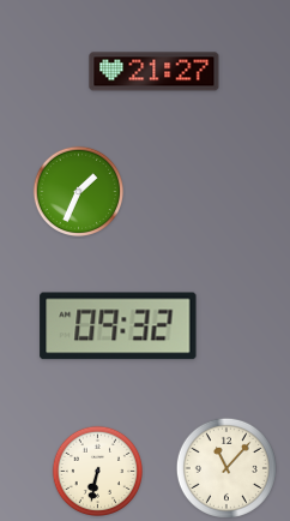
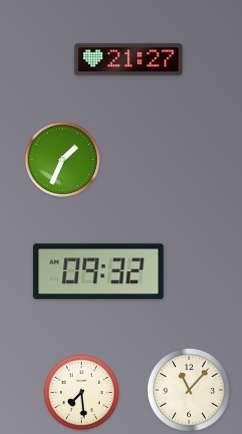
clock at (78, 191) position: (78, 191) -> (62, 159)
clock at (97, 471): 6:32 -> 7:29
